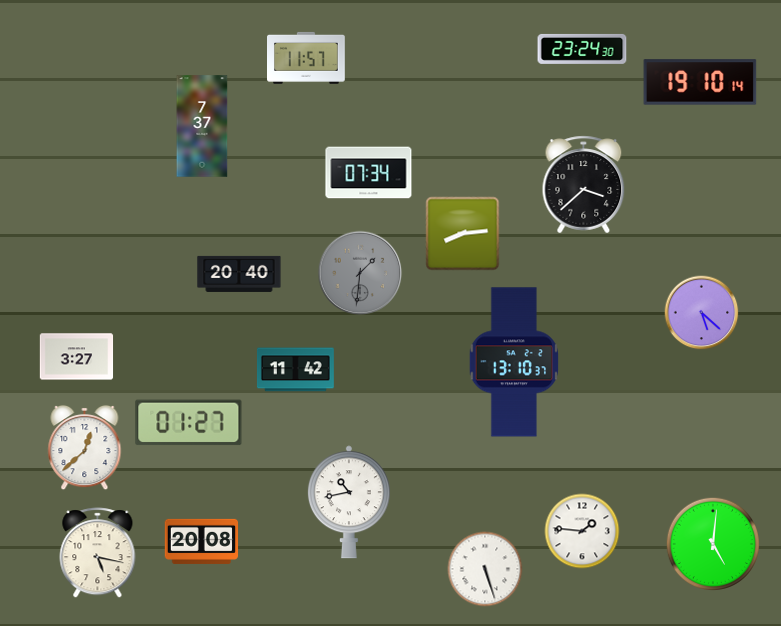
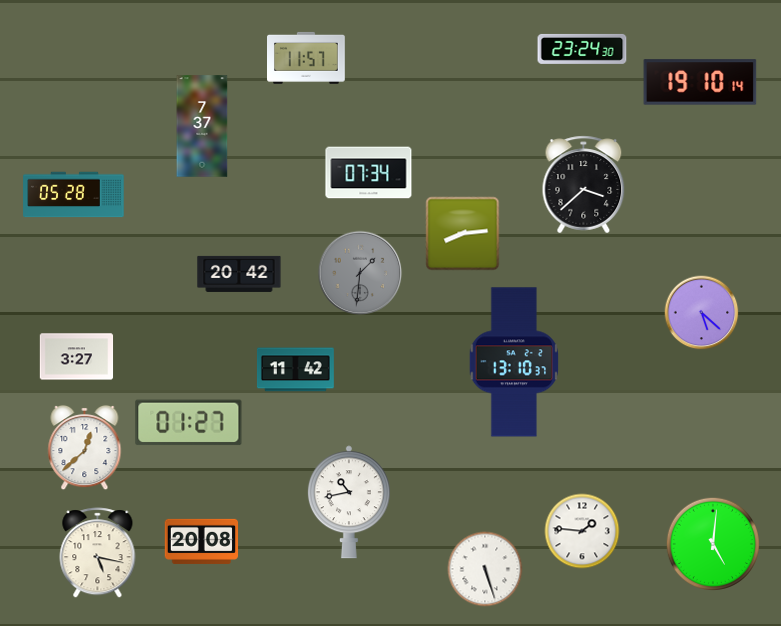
clock at (74, 195): none -> 05:28
clock at (239, 274): 20:40 -> 20:42
